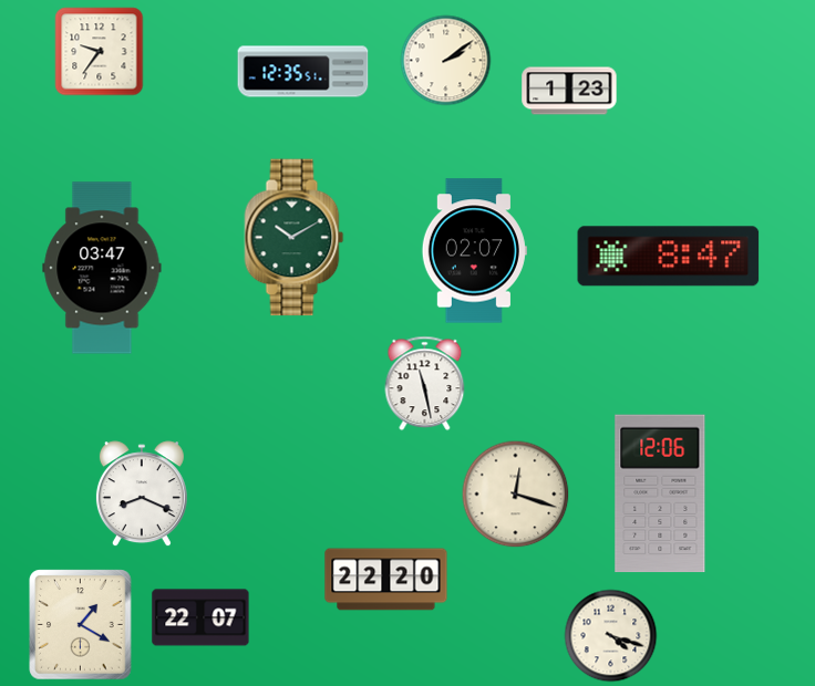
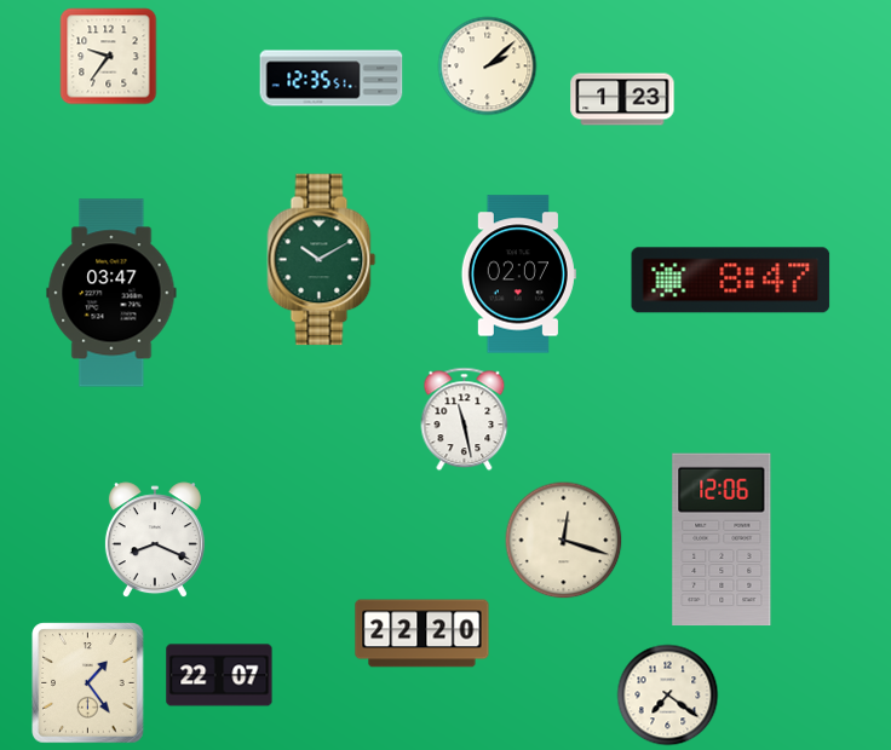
clock at (446, 61): 2:09 -> 2:08
clock at (81, 625): 1:20 -> 1:24
clock at (611, 636): 4:18 -> 7:21
